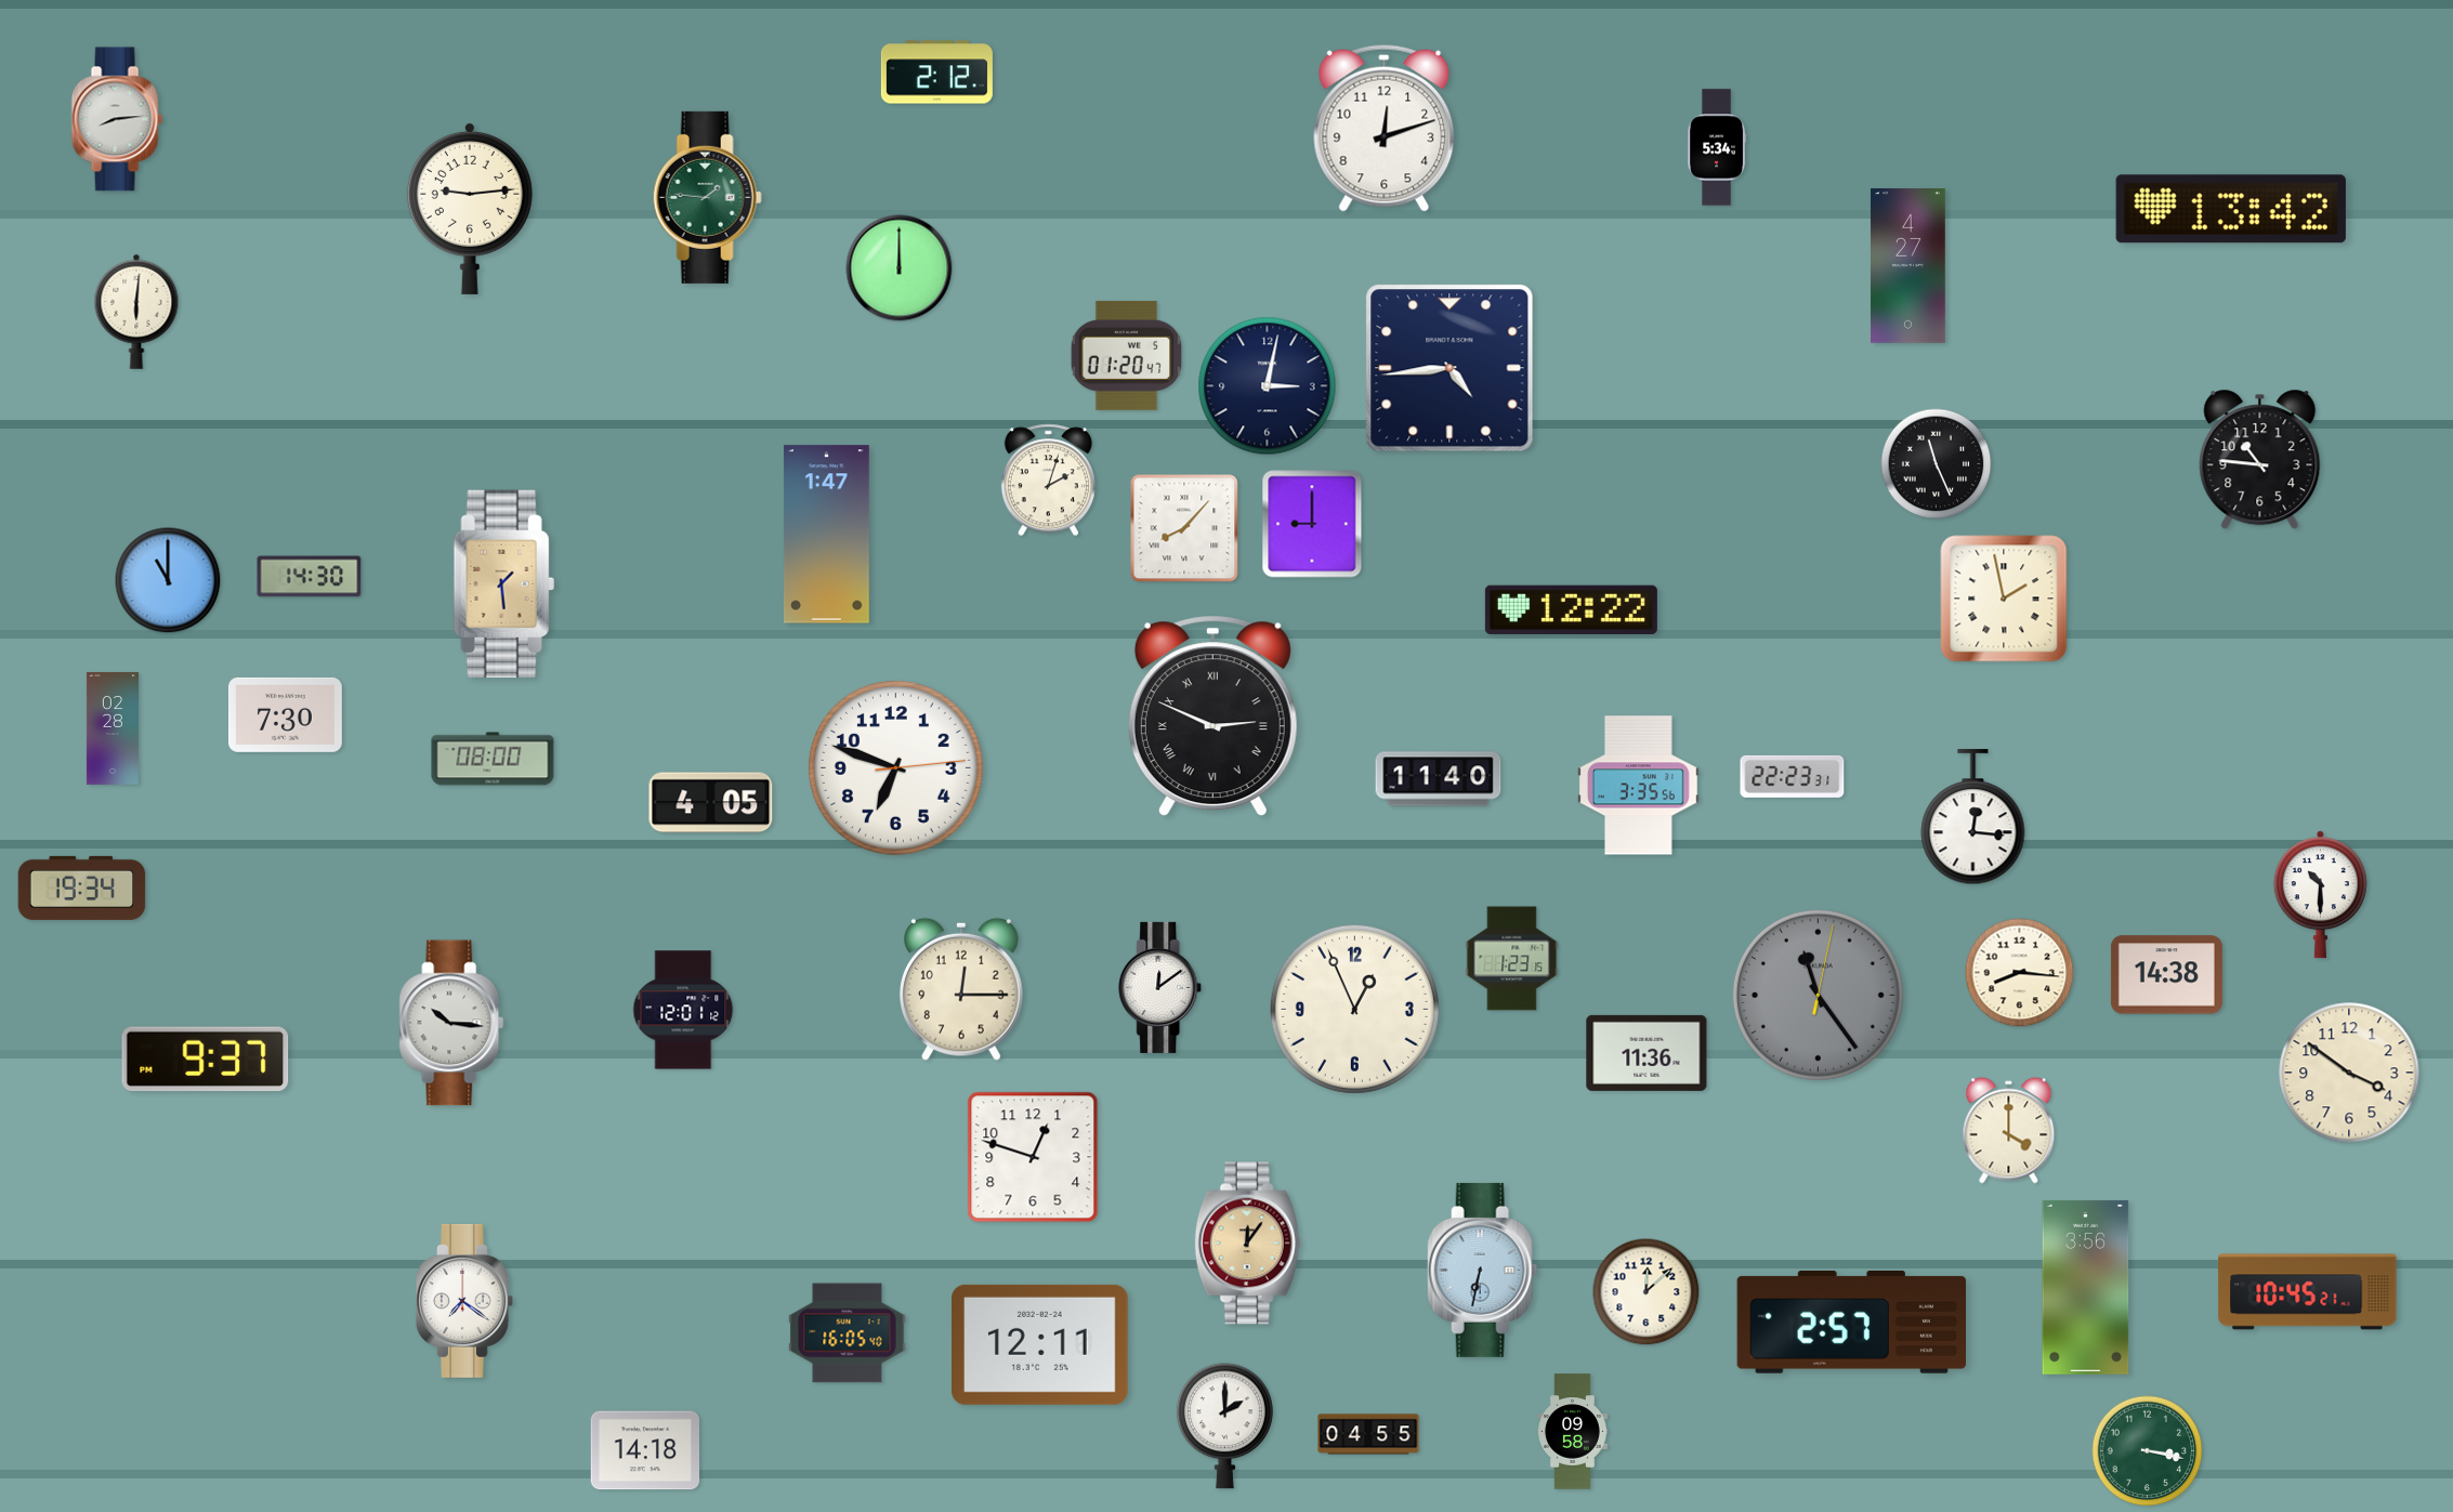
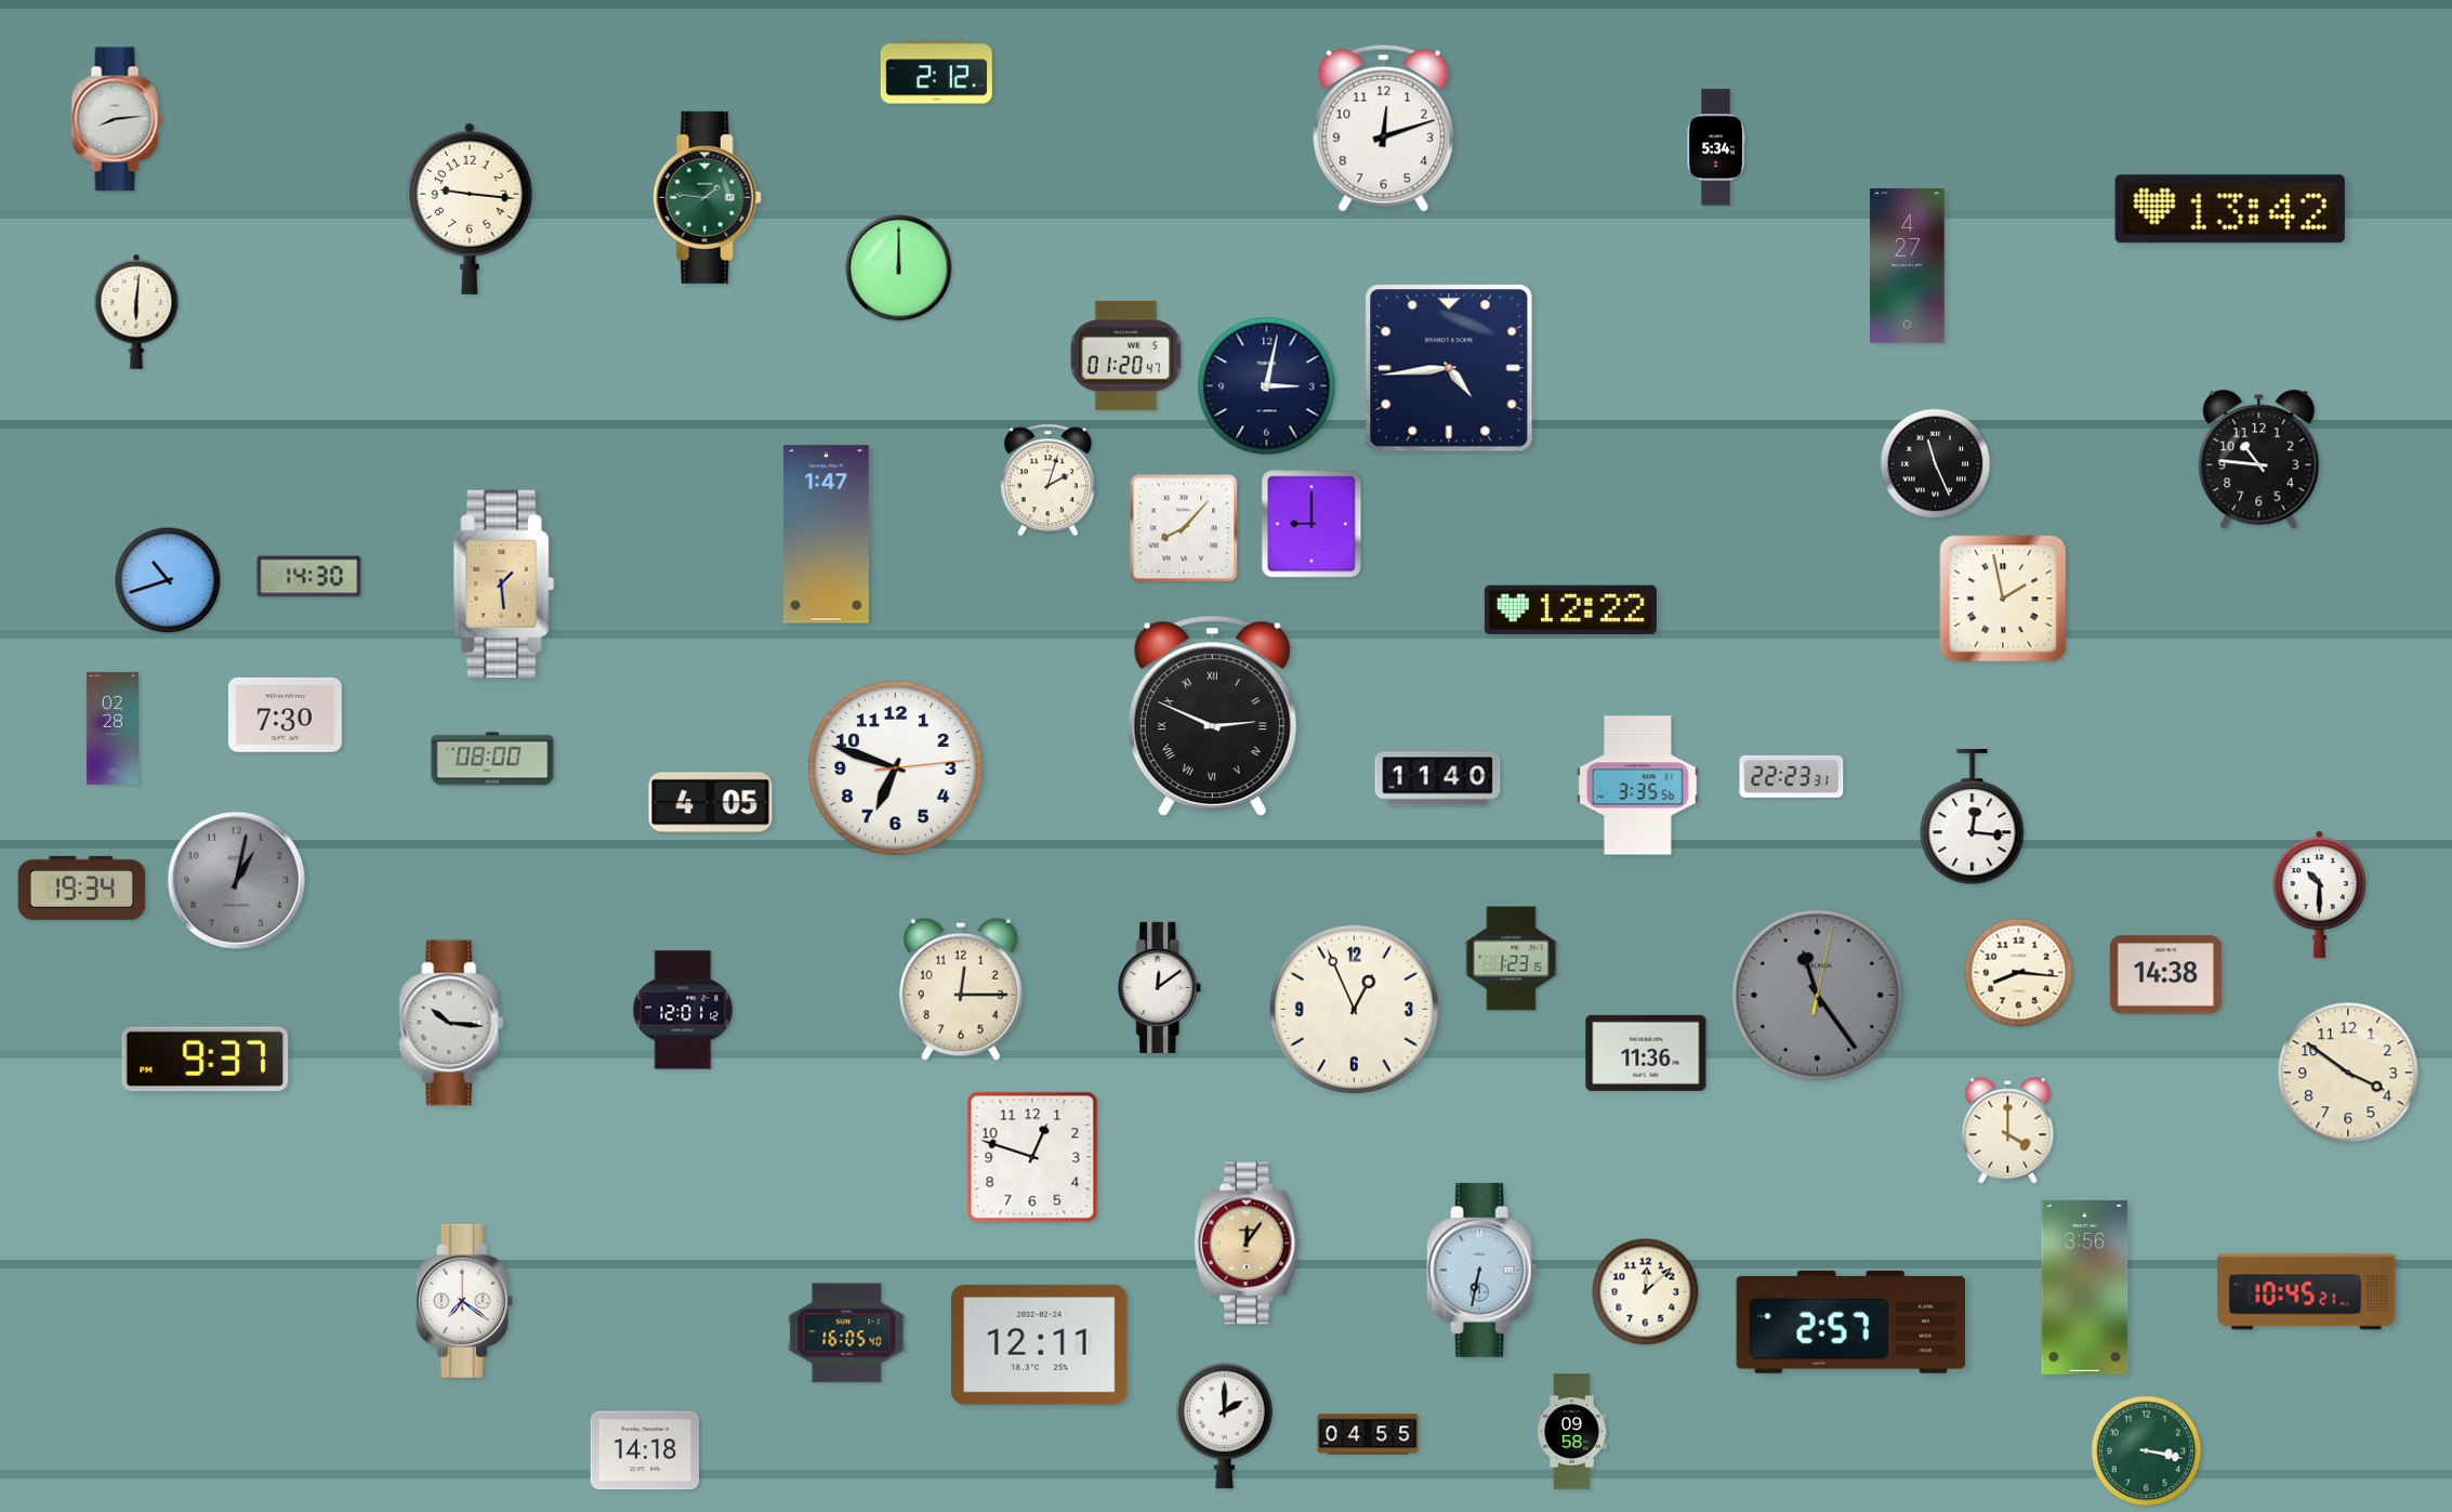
clock at (470, 208): 9:14 -> 9:16
clock at (168, 580): 11:00 -> 10:42
clock at (236, 880): none -> 1:02
